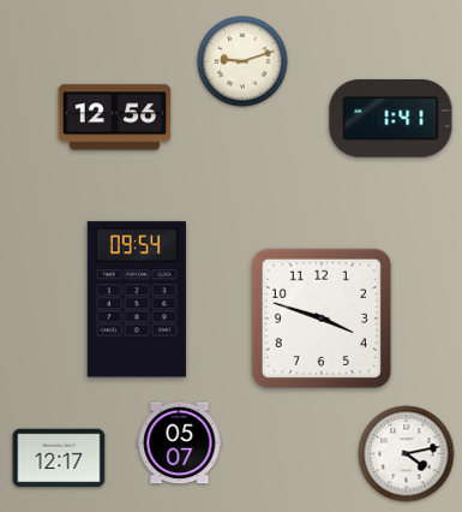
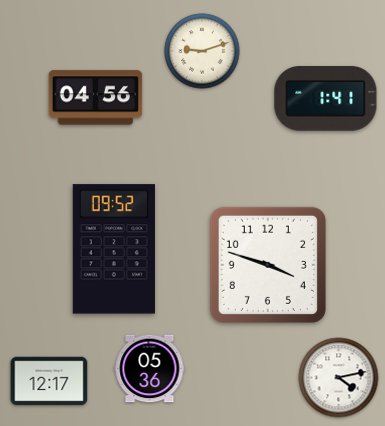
clock at (115, 118): 12:56 -> 04:56
clock at (137, 299): 09:54 -> 09:52
clock at (180, 443): 05:07 -> 05:36
